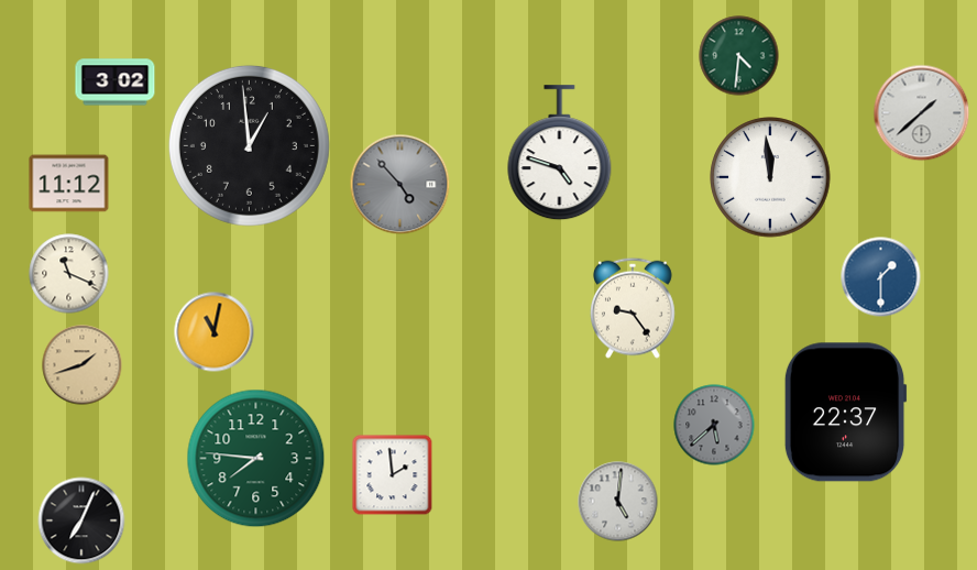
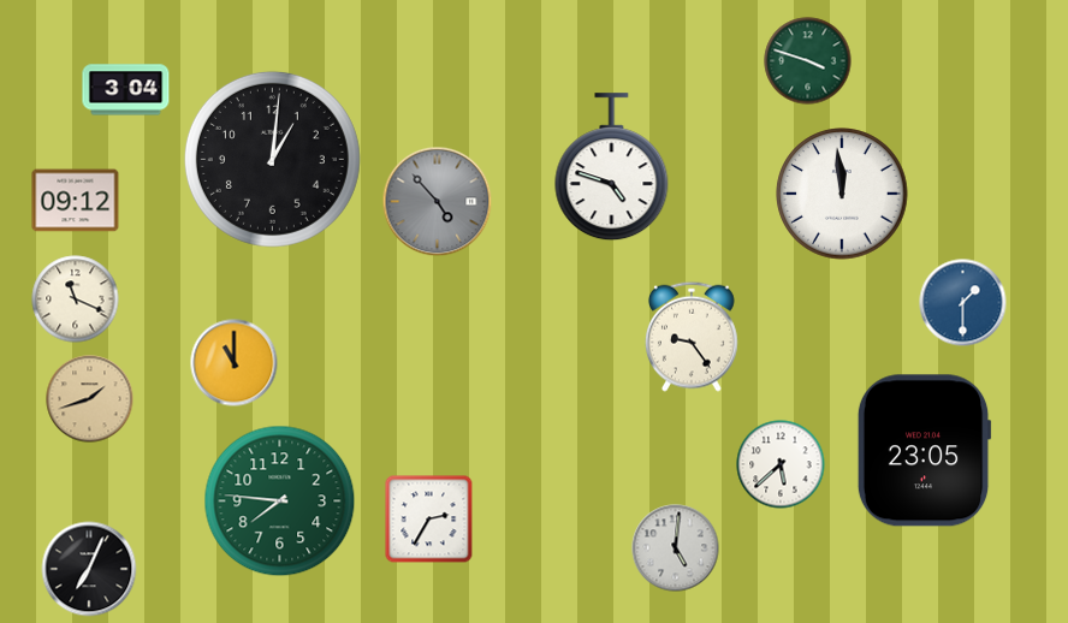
clock at (739, 56): 4:31 -> 3:48
clock at (116, 83): 3:02 -> 3:04
clock at (922, 113): 1:38 -> none
clock at (249, 145): 12:59 -> 1:01
clock at (69, 184): 11:12 -> 09:12
clock at (215, 332): 11:02 -> 11:00
clock at (845, 413): 22:37 -> 23:05
clock at (714, 425) dial: grey -> white
clock at (393, 475): 1:59 -> 2:35
